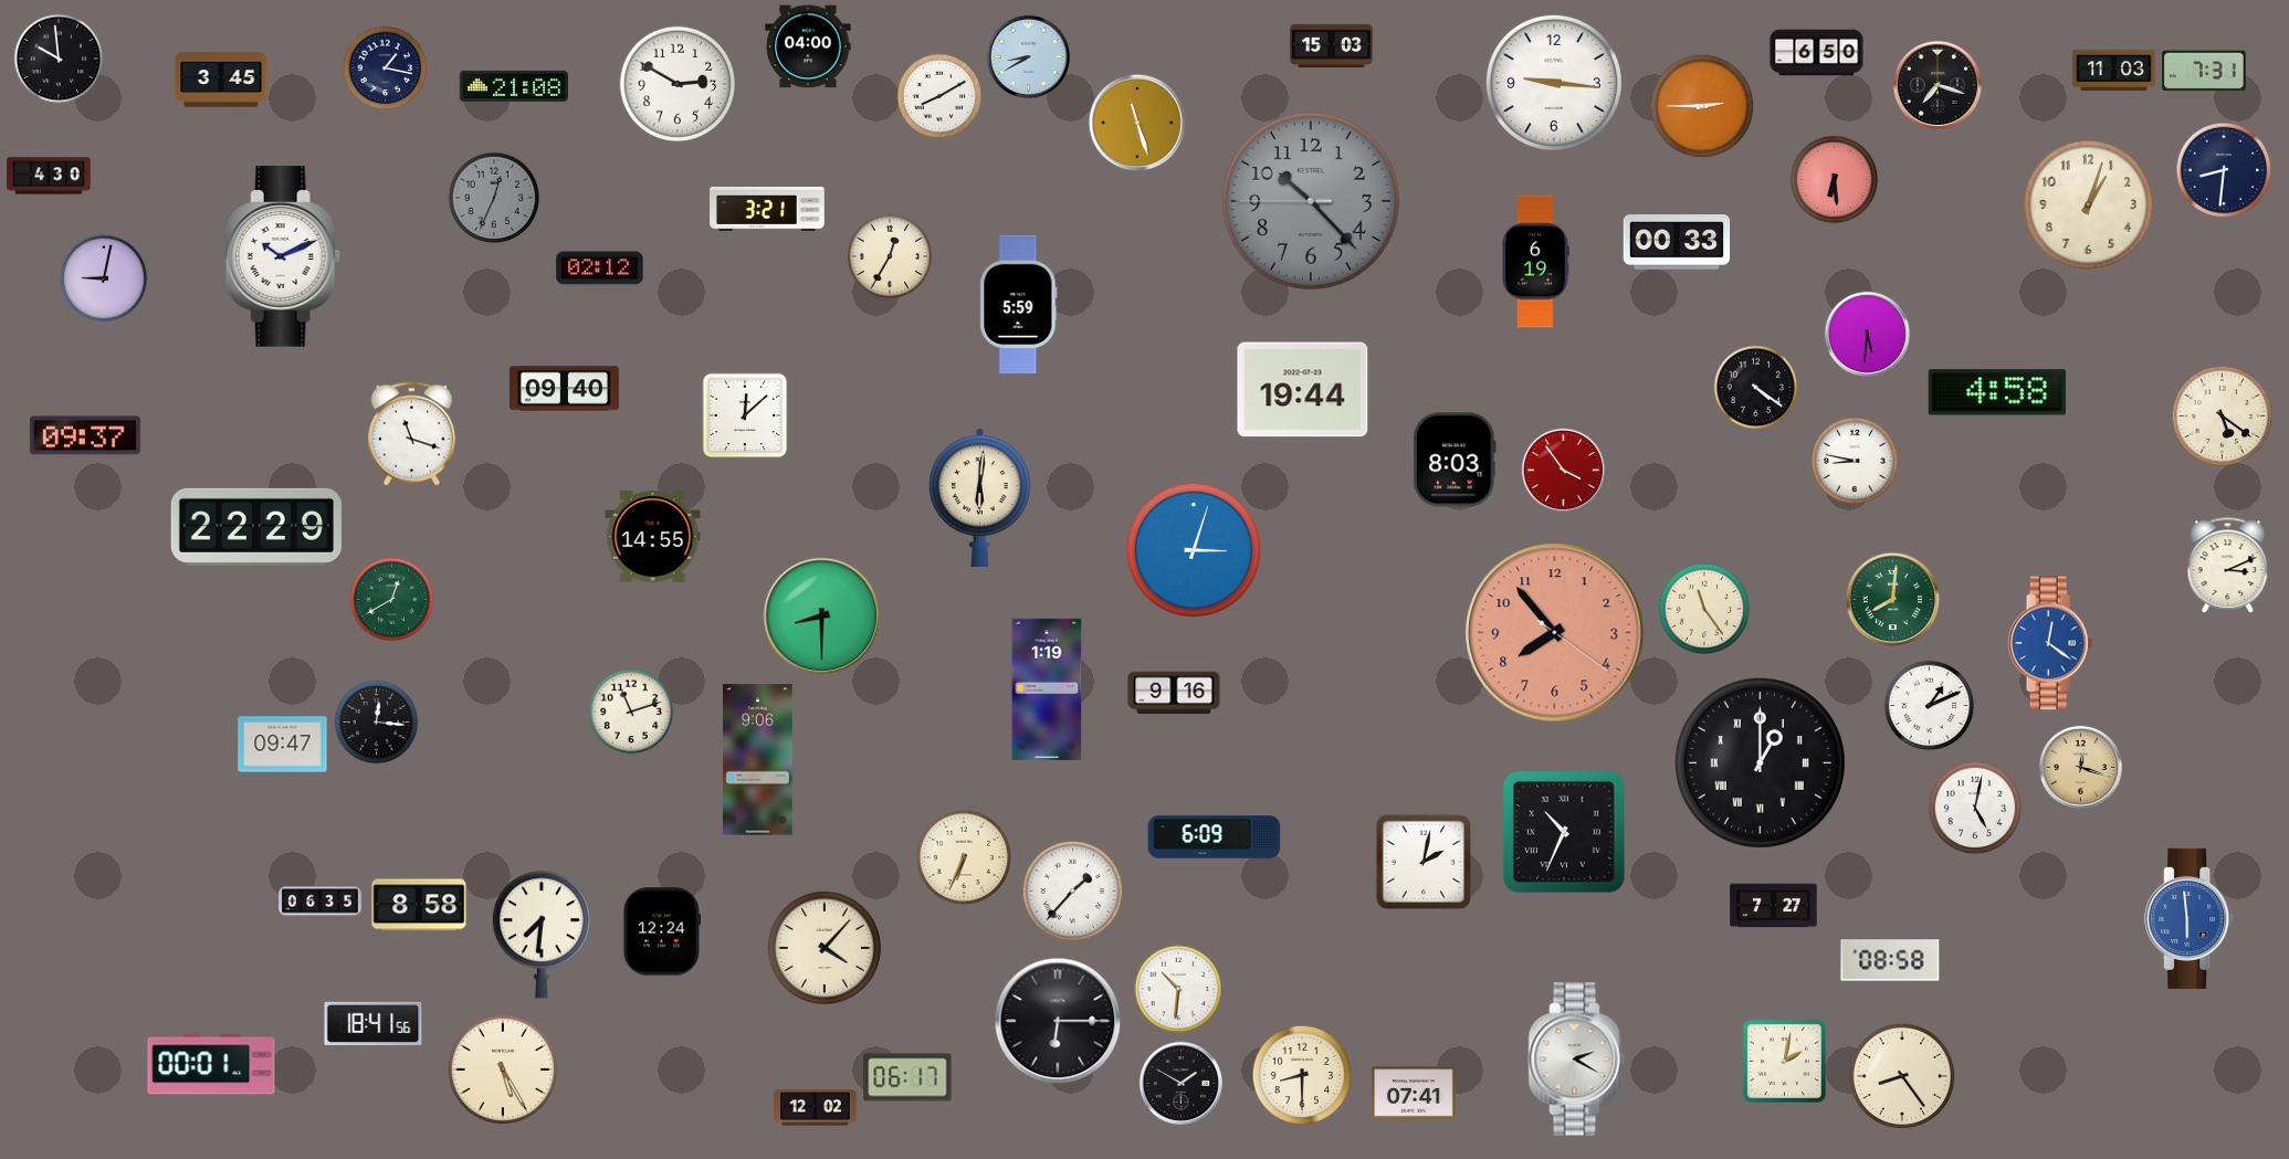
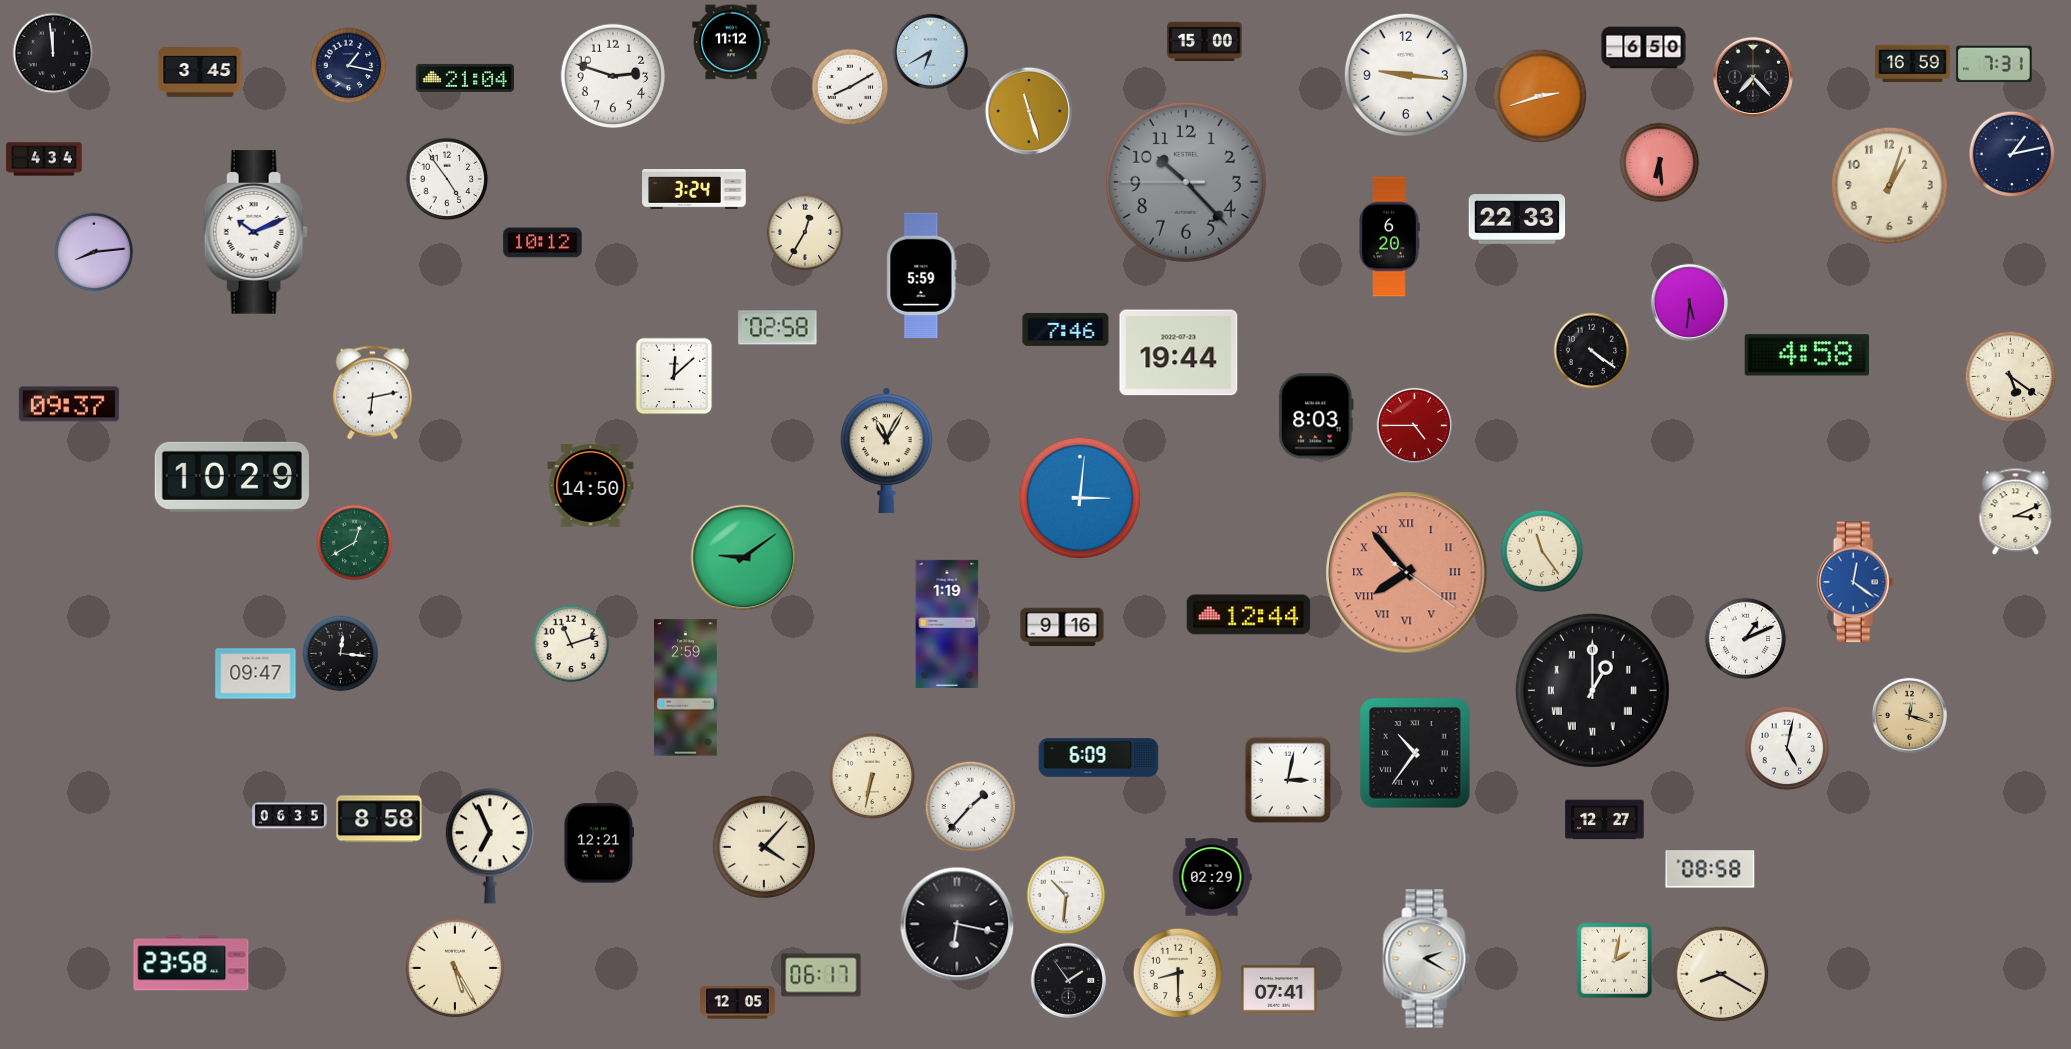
clock at (808, 46): 04:00 -> 11:12
clock at (1332, 46): 15:03 -> 15:00
clock at (1028, 56): 8:40 -> 6:40
clock at (59, 59): 9:59 -> 11:59
clock at (386, 69) position: (386, 69) -> (349, 66)
clock at (2114, 71): 11:03 -> 16:59
clock at (676, 83): 2:50 -> 2:48
clock at (1936, 84): 7:18 -> 7:23
clock at (514, 86): 21:08 -> 21:04
clock at (1702, 106): 2:45 -> 2:42
clock at (2224, 170): 8:31 -> 1:13
clock at (49, 176): 4:30 -> 4:34
clock at (494, 198): 12:34 -> 4:54
clock at (494, 198) dial: grey -> white
clock at (767, 210): 3:21 -> 3:24
clock at (1677, 242): 00:33 -> 22:33
clock at (1536, 262): 6:19 -> 6:20
clock at (600, 268): 02:12 -> 10:12
clock at (104, 278): 9:02 -> 8:14
clock at (778, 328): none -> 02:58
clock at (1066, 329): none -> 7:46
clock at (1756, 388) position: (1756, 388) -> (1592, 351)
clock at (564, 389): 09:40 -> none
clock at (411, 434): 11:18 -> 6:13
clock at (85, 435) position: (85, 435) -> (69, 404)
clock at (1855, 461): 8:47 -> none
clock at (1563, 470): 3:54 -> 4:45
clock at (979, 497): 6:01 -> 11:05
clock at (256, 527): 22:29 -> 10:29
clock at (653, 537): 14:55 -> 14:50
clock at (1194, 550): 3:03 -> 3:01
clock at (1893, 600): 8:01 -> none
clock at (822, 617): 8:30 -> 9:09
clock at (1555, 633) numerals: Arabic -> Roman
clock at (1249, 615): none -> 12:44
clock at (758, 760): 9:06 -> 2:59
clock at (2080, 767) position: (2080, 767) -> (1909, 715)
clock at (1975, 808) position: (1975, 808) -> (1787, 748)
clock at (1564, 832): 10:34 -> 10:36
clock at (964, 857): 6:34 -> 6:32
clock at (1424, 862): 2:02 -> 3:02
clock at (1774, 906): 7:27 -> 12:27
clock at (2190, 918): 5:59 -> none
clock at (661, 931): 12:24 -> 12:21
clock at (542, 935): 7:31 -> 6:56
clock at (823, 947) position: (823, 947) -> (763, 846)
clock at (1212, 877): none -> 02:29
clock at (1058, 1021): 6:15 -> 6:17
clock at (374, 1023): 18:41 -> none
clock at (211, 1064): 00:01 -> 23:58
clock at (1902, 1076): 8:24 -> 8:20
clock at (1180, 1083): 1:50 -> 1:54
clock at (816, 1108): 12:02 -> 12:05
